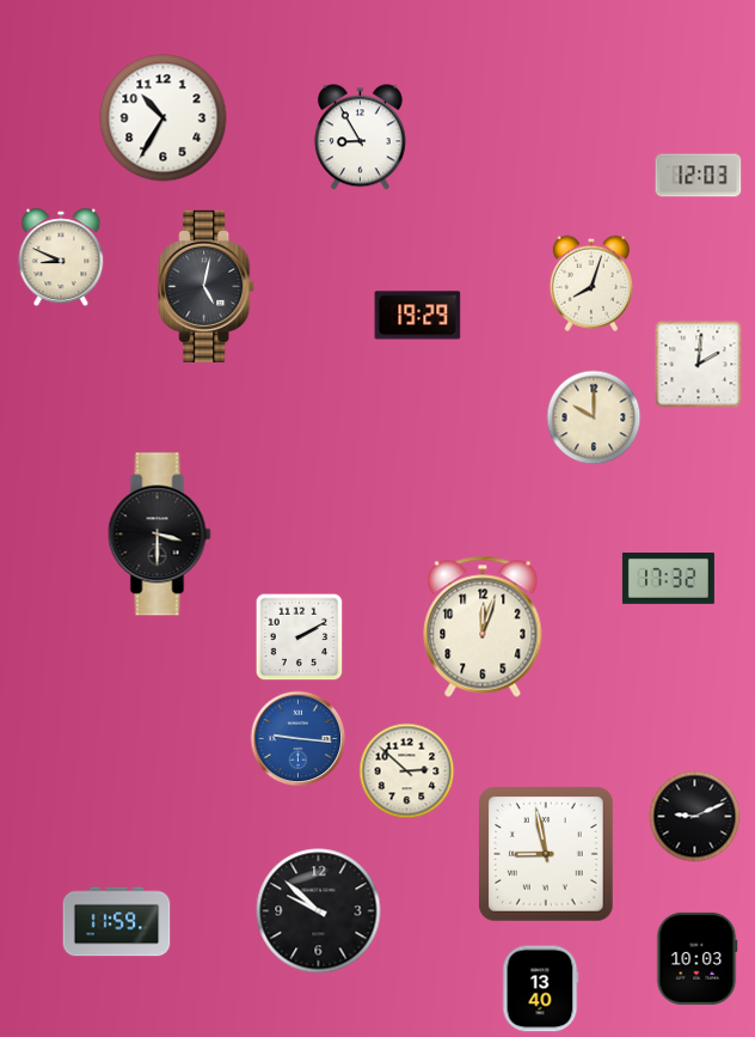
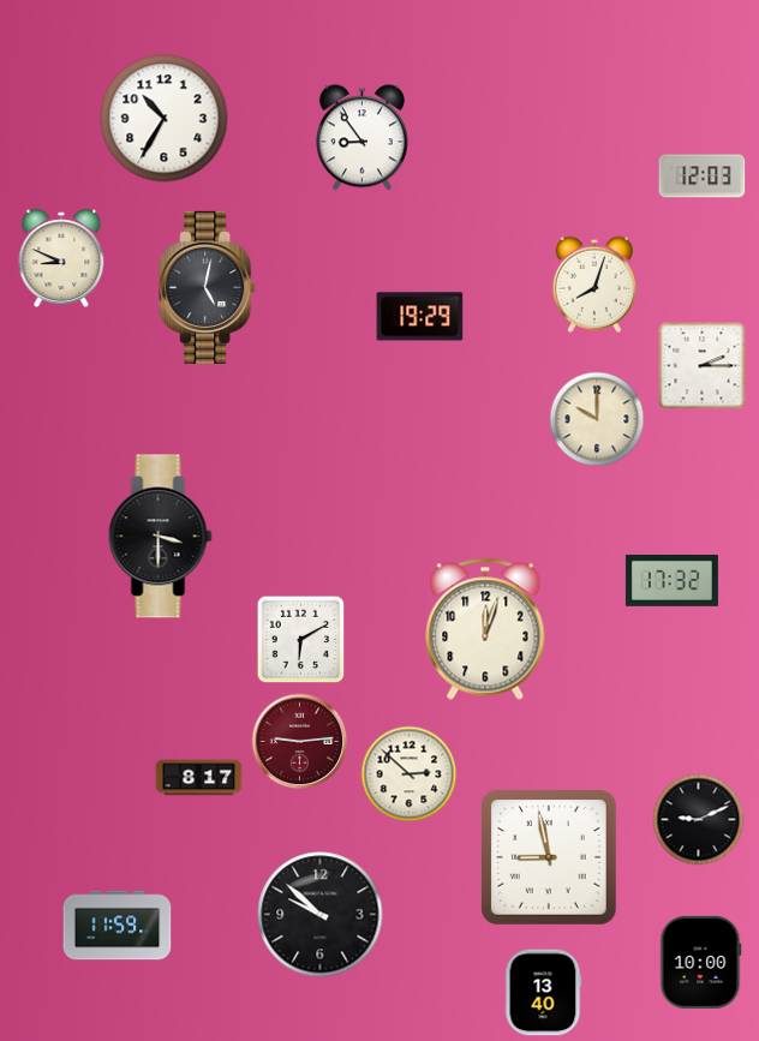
clock at (360, 138): 8:55 -> 8:54
clock at (699, 365): 2:01 -> 2:15
clock at (300, 638): 2:10 -> 6:10
clock at (299, 739): 9:16 -> 9:14
clock at (299, 739) dial: blue -> burgundy
clock at (199, 778): none -> 8:17
clock at (698, 958): 10:03 -> 10:00
